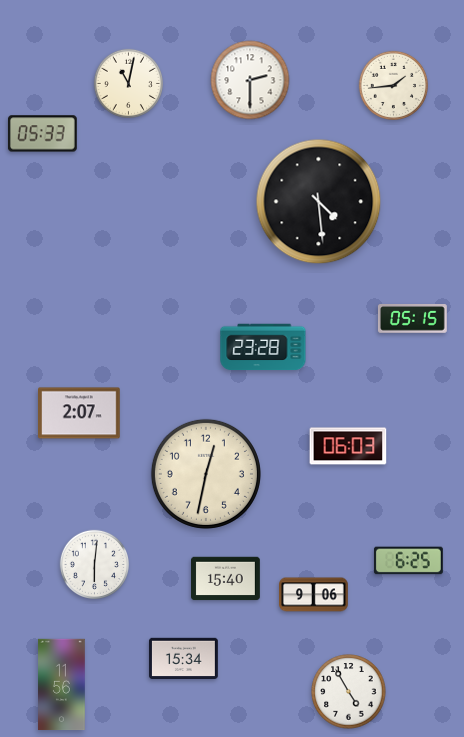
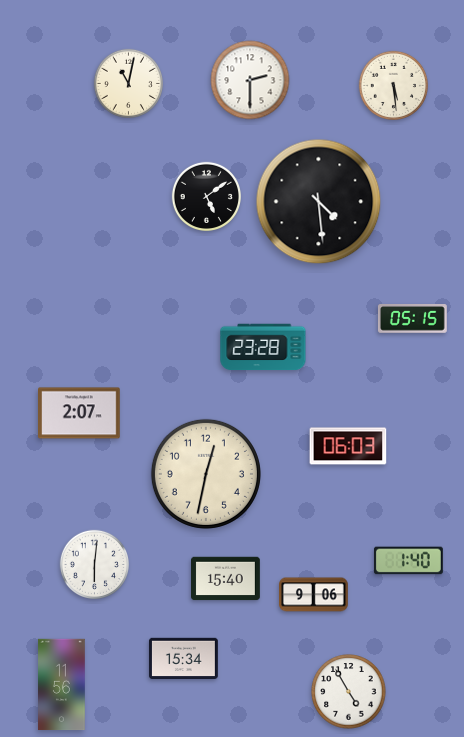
clock at (393, 85): 1:44 -> 5:29
clock at (42, 134): 05:33 -> none
clock at (206, 196): none -> 5:09
clock at (408, 561): 6:25 -> 1:40
